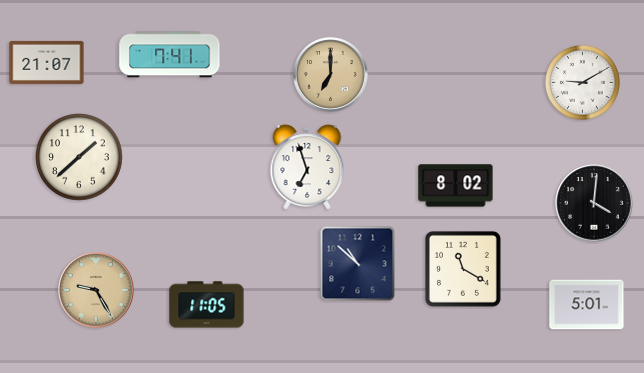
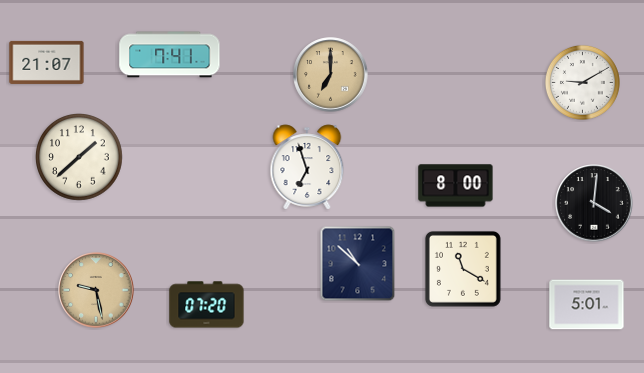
clock at (456, 186): 8:02 -> 8:00
clock at (96, 290): 9:25 -> 9:28
clock at (207, 305): 11:05 -> 07:20
